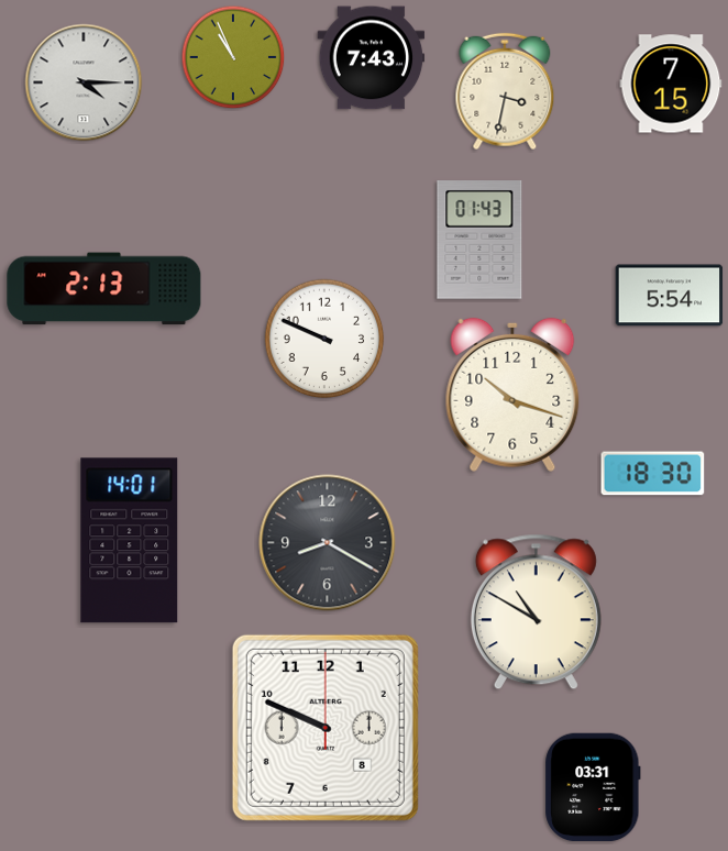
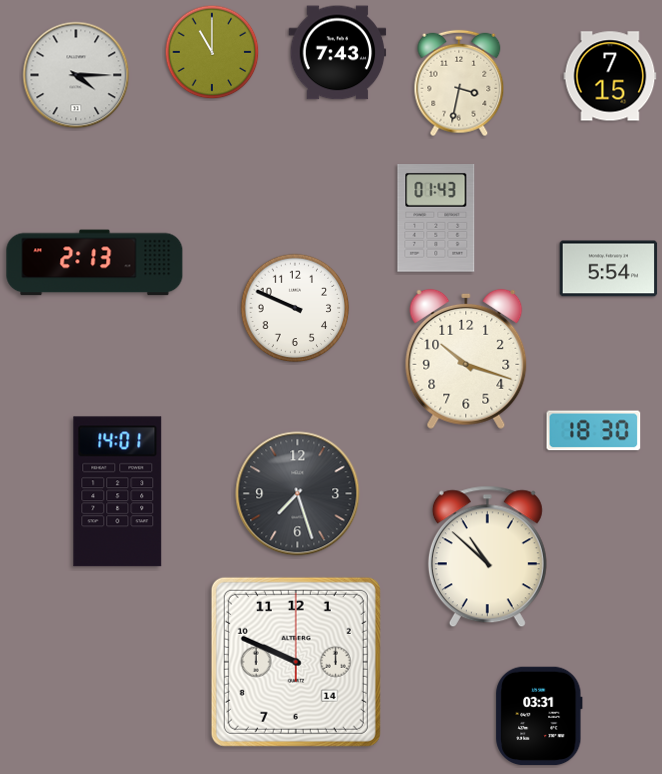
clock at (233, 57): 10:56 -> 11:00
clock at (328, 543): 8:20 -> 7:27
clock at (536, 612): 10:50 -> 10:52
clock at (326, 728) date: 8 -> 14
